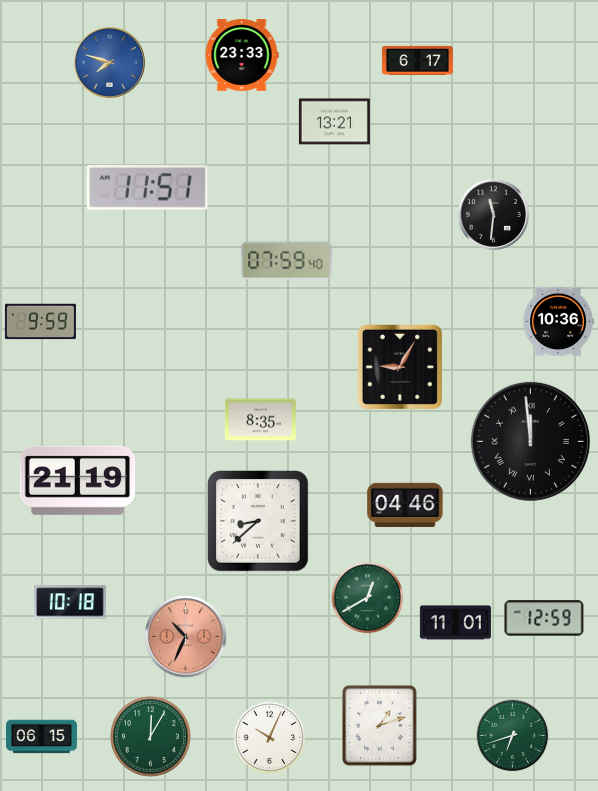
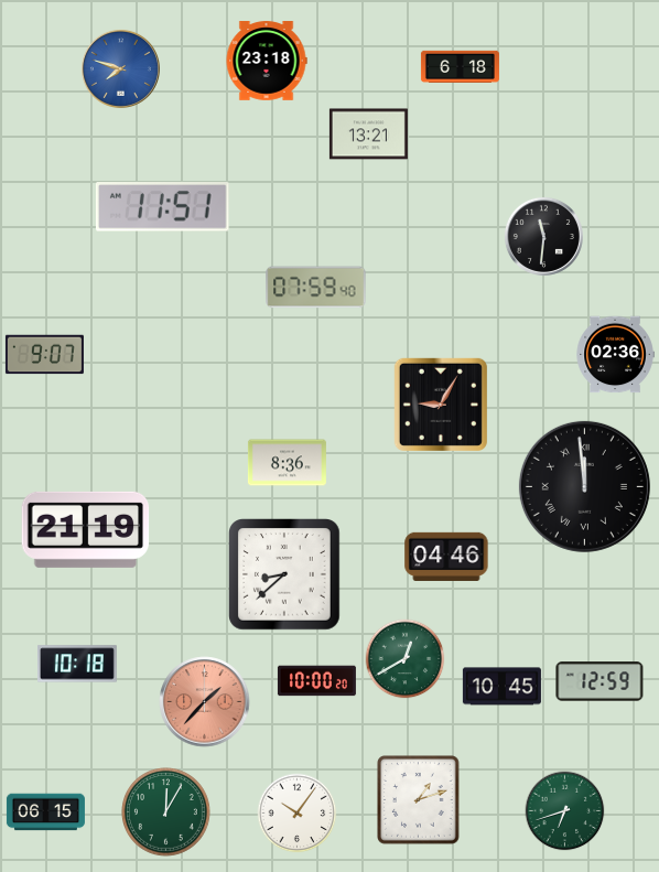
clock at (242, 55): 23:33 -> 23:18
clock at (417, 60): 6:17 -> 6:18
clock at (40, 322): 9:59 -> 9:07
clock at (558, 322): 10:36 -> 02:36
clock at (260, 420): 8:35 -> 8:36
clock at (316, 681): none -> 10:00
clock at (455, 623): 11:01 -> 10:45
clock at (186, 637): 10:34 -> 1:37
clock at (270, 738): 10:04 -> 10:06
